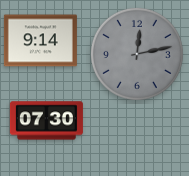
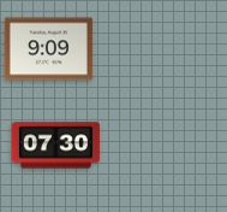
clock at (40, 41): 9:14 -> 9:09
clock at (137, 54): 12:13 -> none
